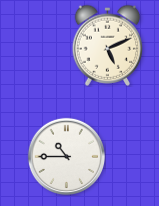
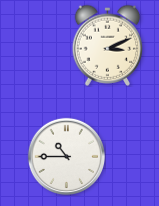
clock at (108, 45): 5:11 -> 3:11
